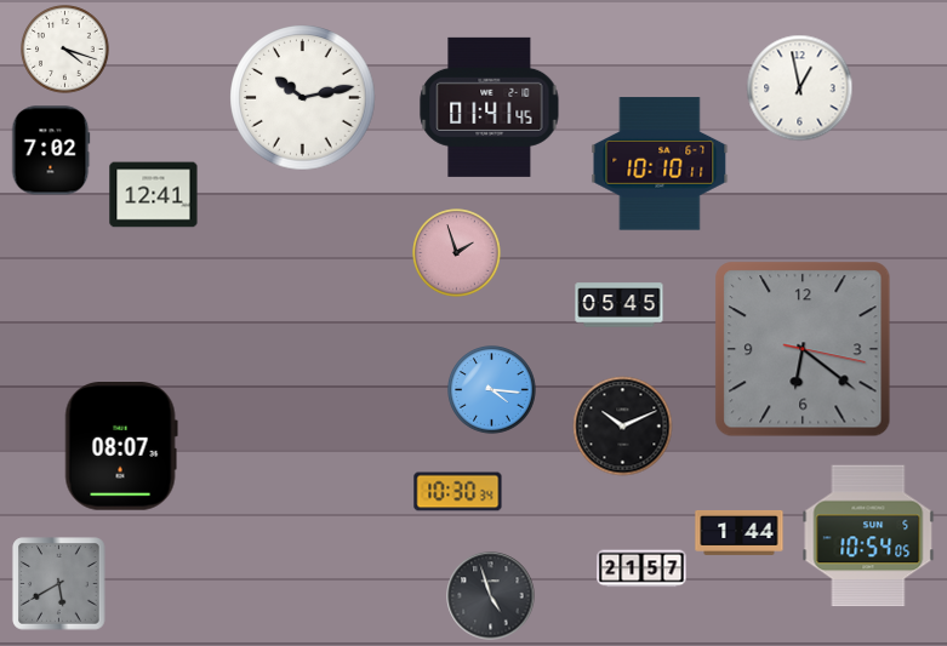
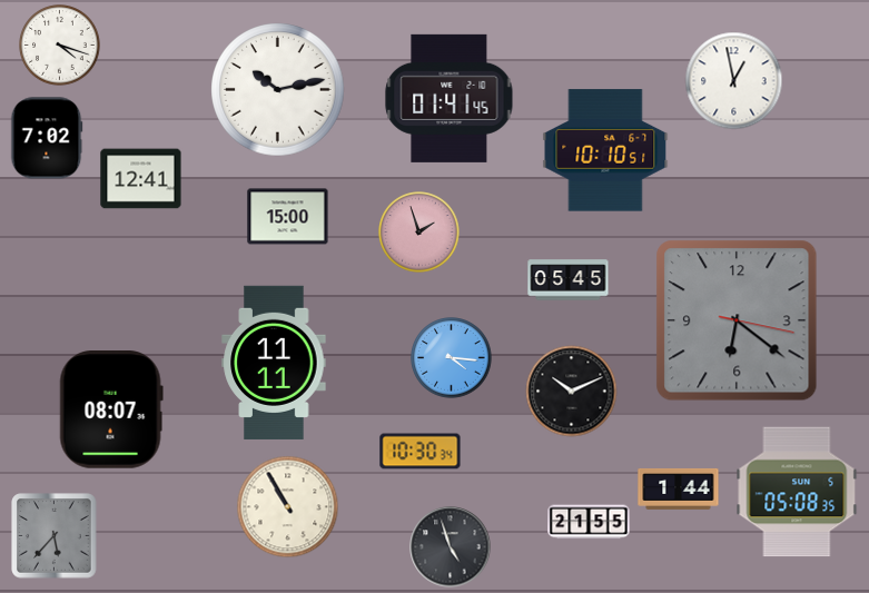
clock at (660, 164): 10:10:11 -> 10:10:51
clock at (288, 217): none -> 15:00
clock at (274, 363): none -> 11:11
clock at (868, 536): 10:54 -> 05:08
clock at (288, 507): none -> 10:55
clock at (641, 568): 21:57 -> 21:55
clock at (59, 584): 5:40 -> 5:37
